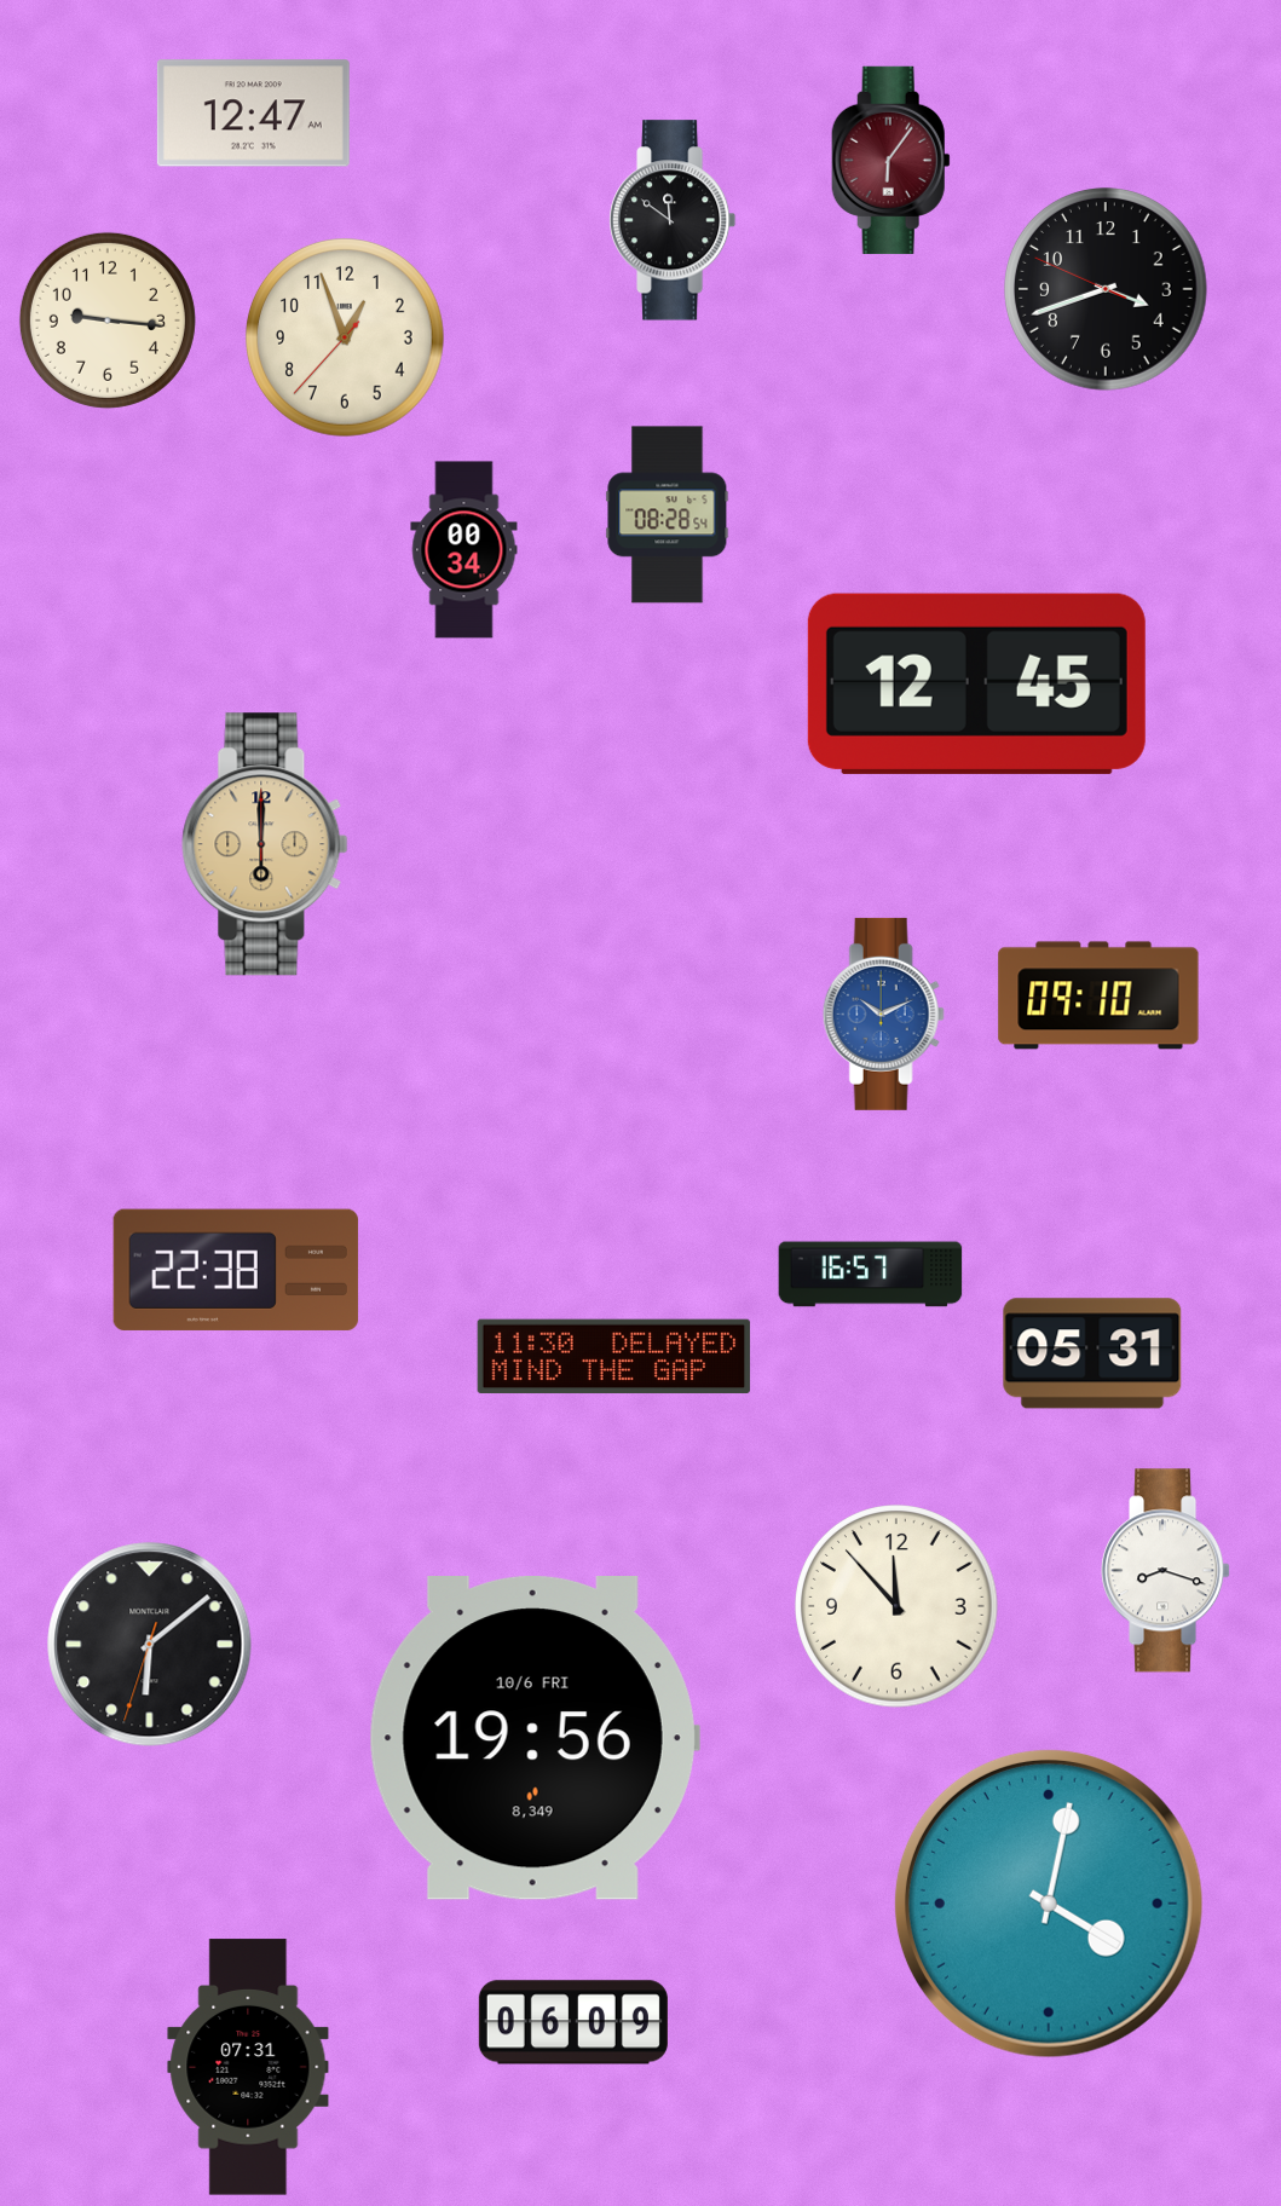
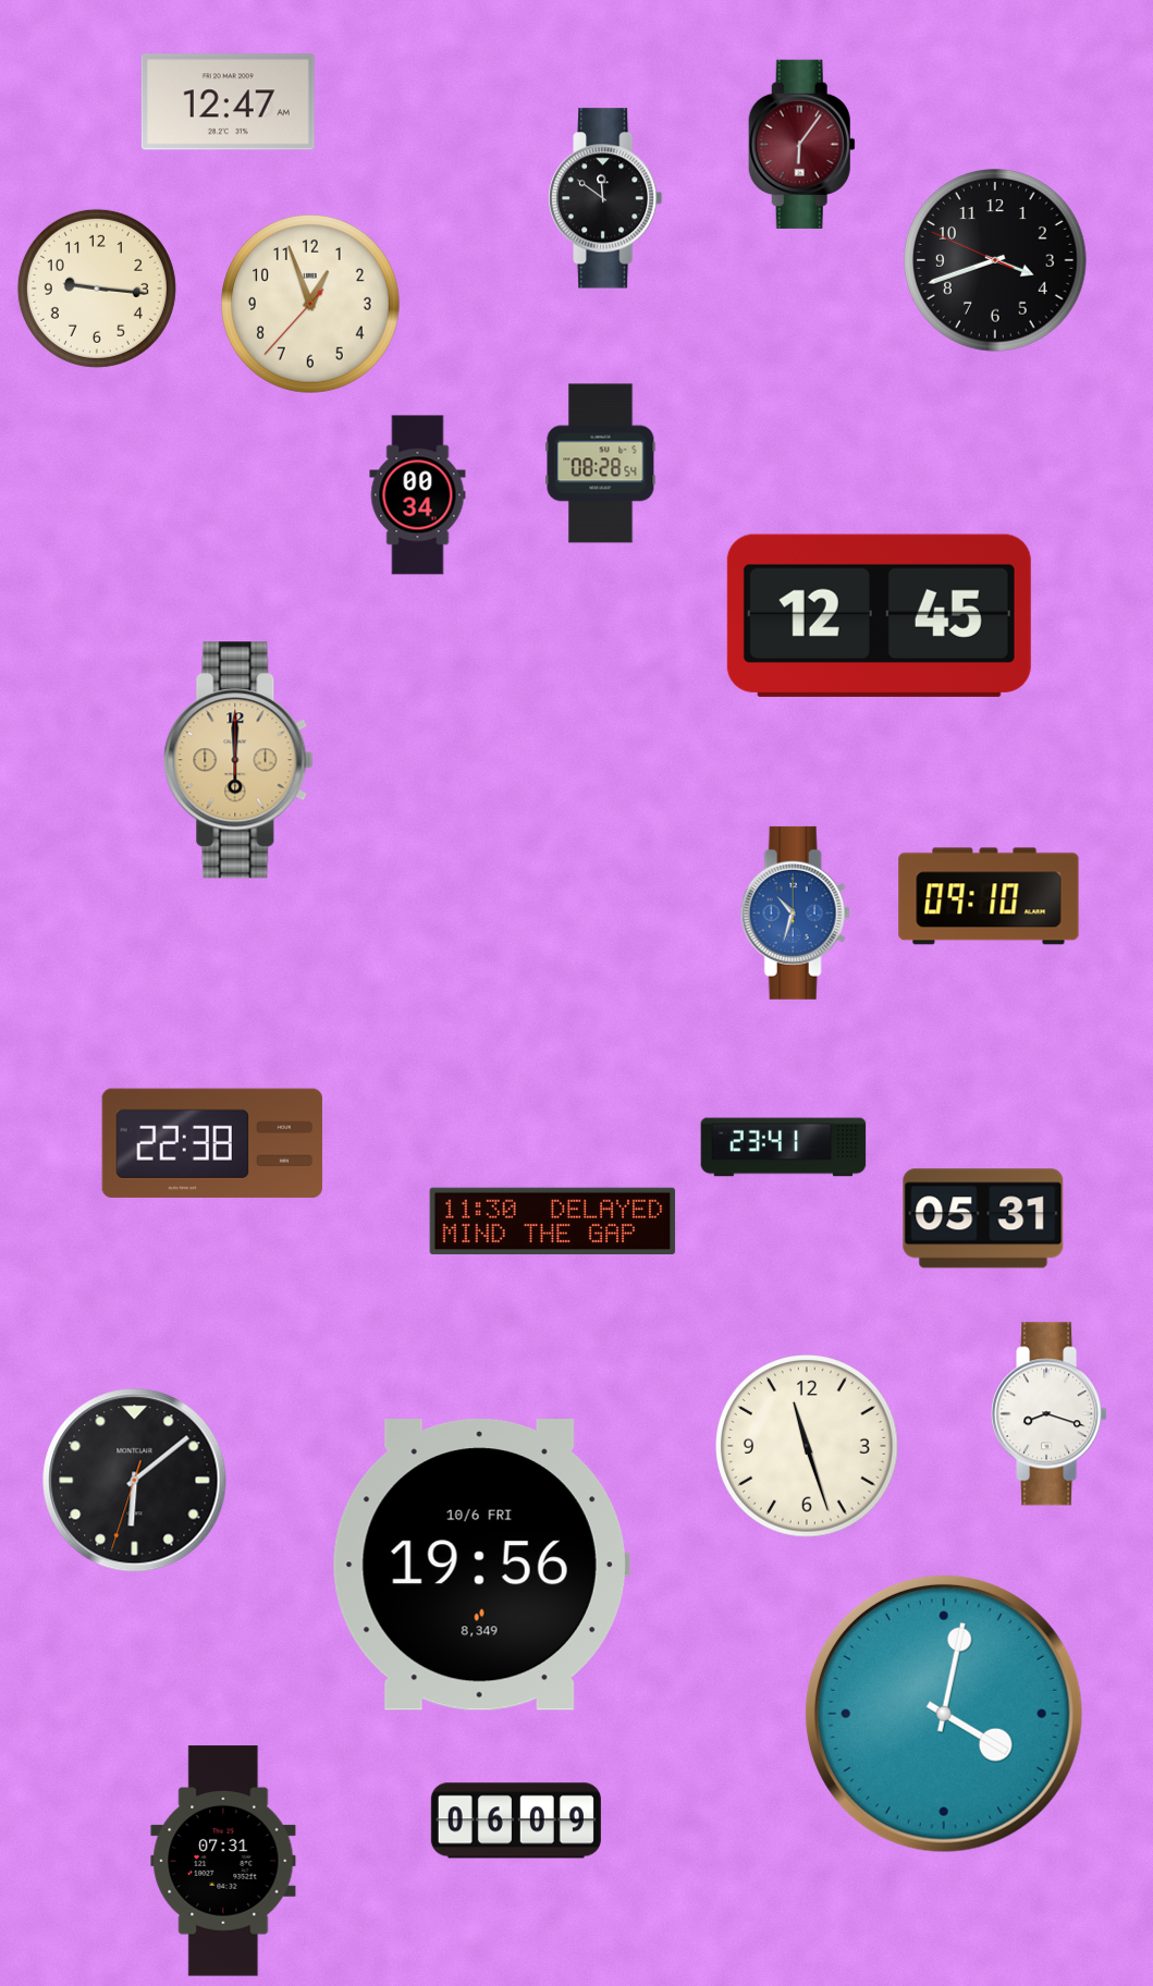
clock at (883, 1014): 10:11 -> 10:33
clock at (871, 1275): 16:57 -> 23:41
clock at (896, 1606): 11:53 -> 11:27
